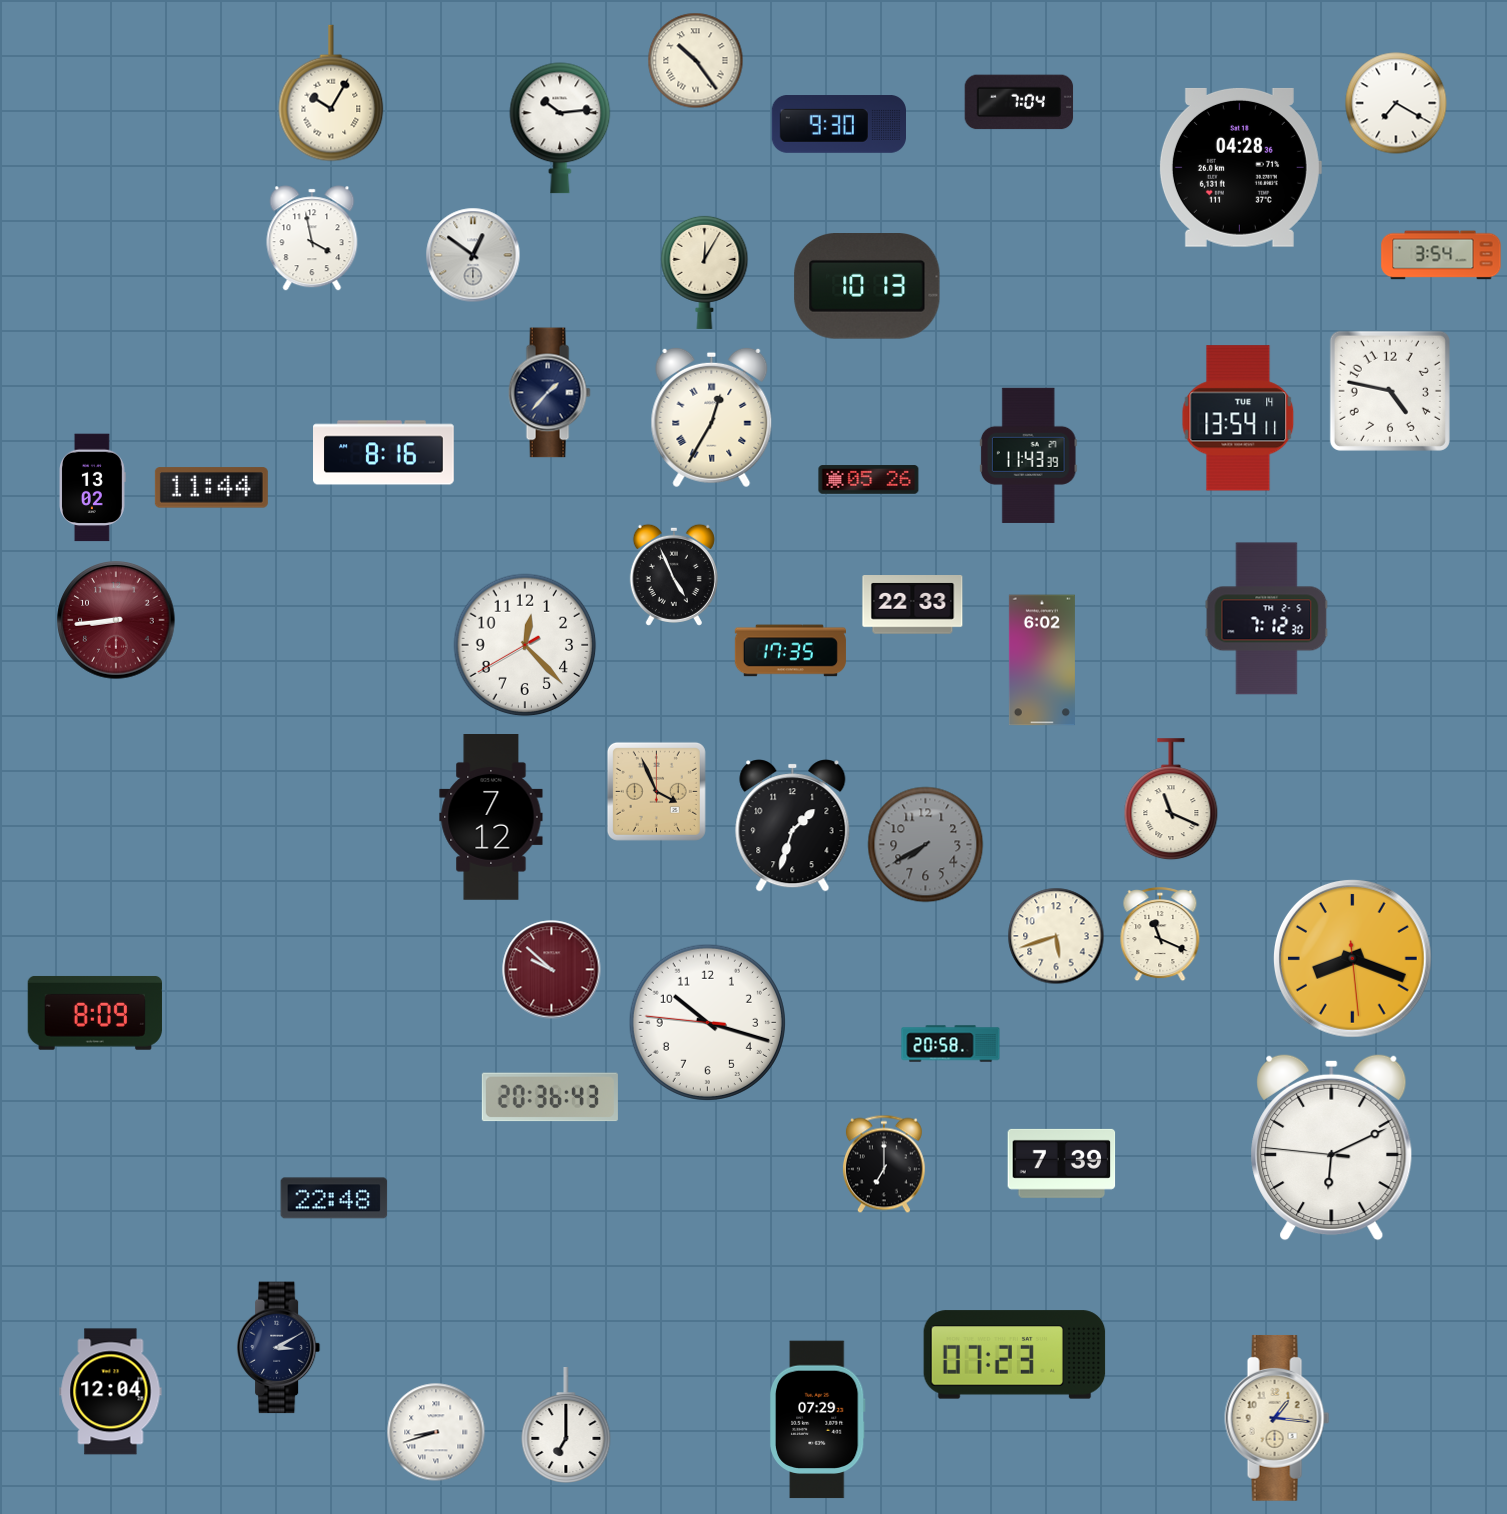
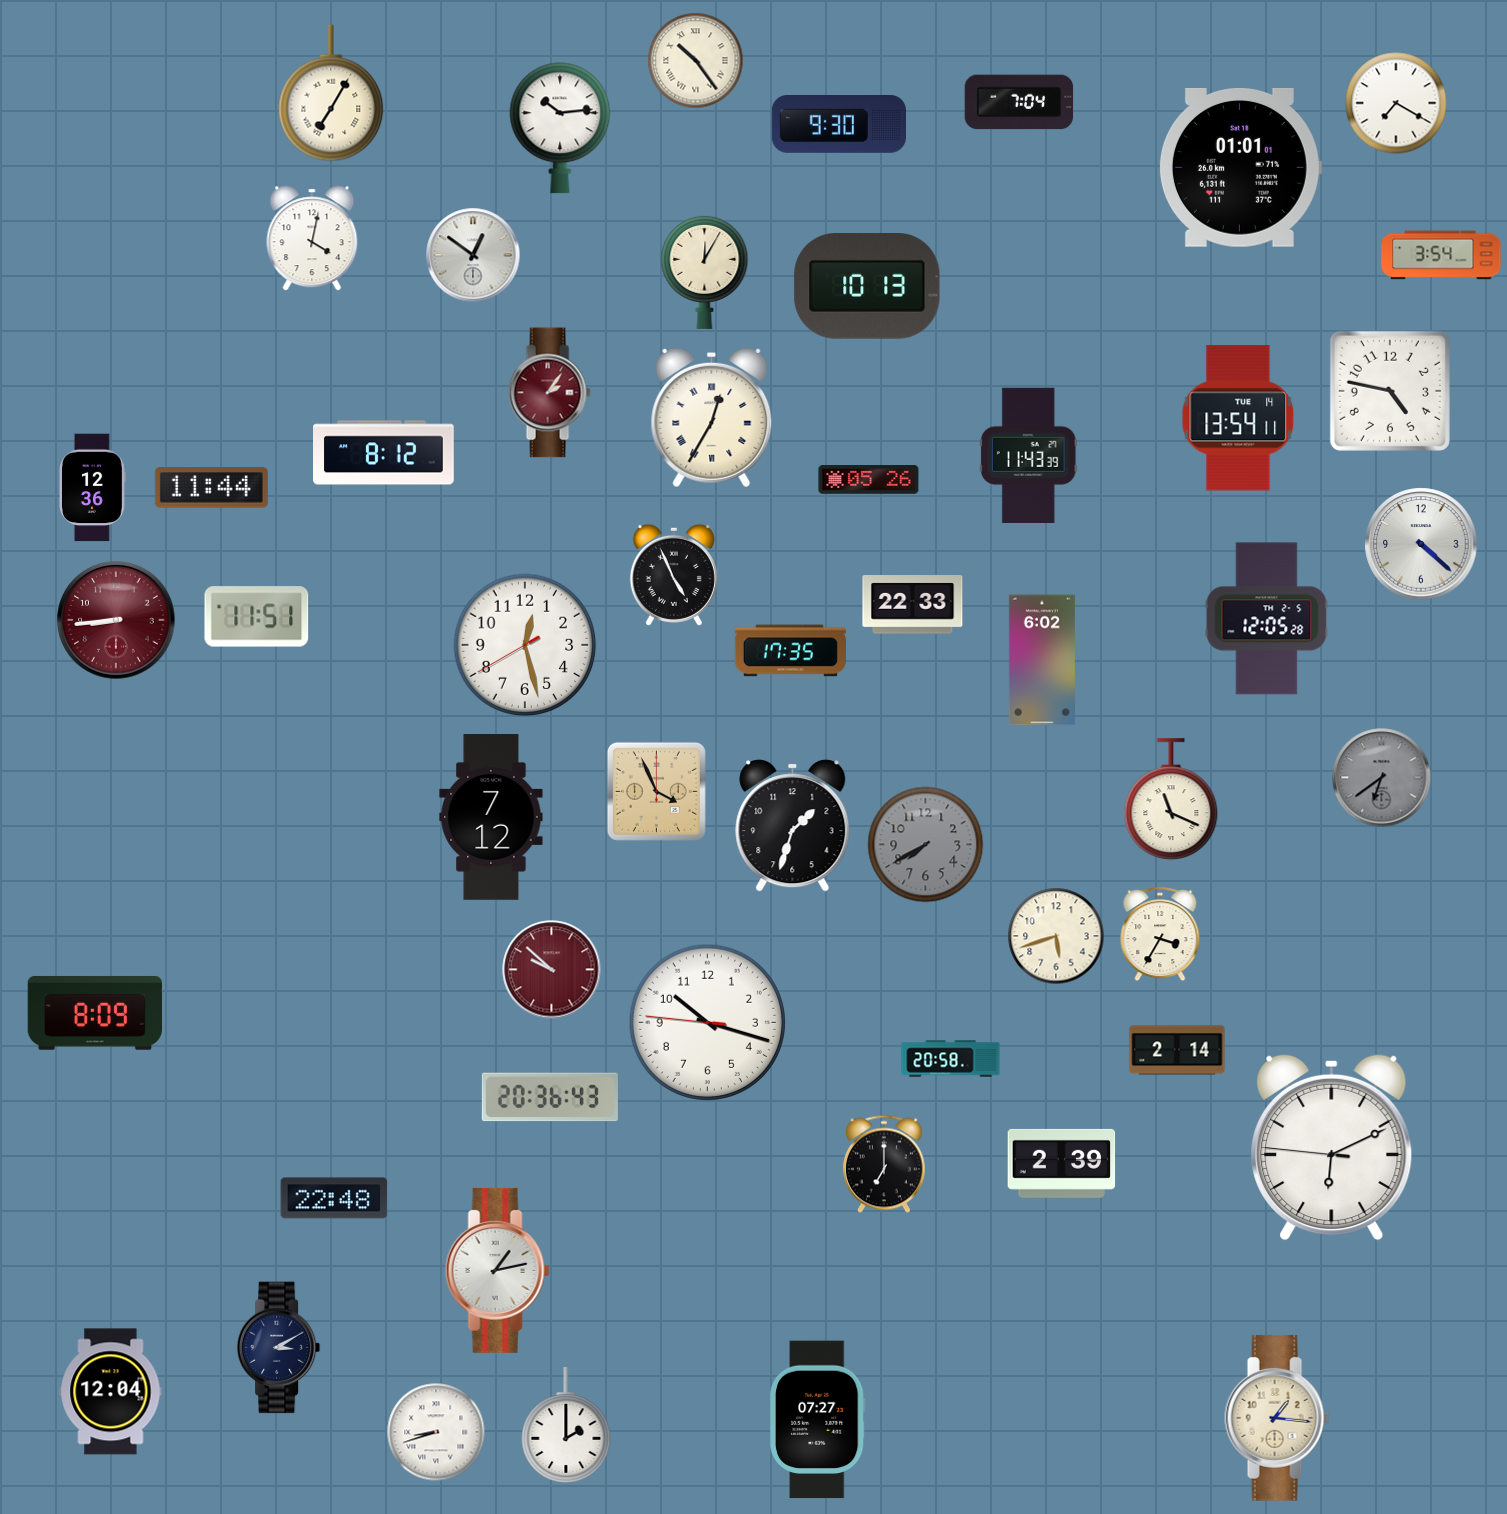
clock at (331, 93): 10:05 -> 7:05
clock at (1240, 167): 04:28 -> 01:01
clock at (312, 238): 3:58 -> 4:02
clock at (549, 393): 1:37 -> 2:06
clock at (549, 393) dial: navy -> burgundy
clock at (384, 453): 8:16 -> 8:12
clock at (92, 488): 13:02 -> 12:36
clock at (1421, 544): none -> 4:22
clock at (257, 617): none -> 11:51
clock at (1267, 619): 7:12 -> 12:05
clock at (525, 645): 12:22 -> 12:27
clock at (1382, 778): none -> 6:39
clock at (1160, 935): 11:19 -> 3:35
clock at (1352, 958): 8:18 -> none
clock at (951, 1044) position: (951, 1044) -> (951, 1059)
clock at (1177, 1050): none -> 2:14
clock at (1062, 1163): 7:39 -> 2:39
clock at (497, 1270): none -> 1:13
clock at (1015, 1355): 07:23 -> none
clock at (817, 1420): 07:29 -> 07:27
clock at (566, 1426): 7:00 -> 2:00
